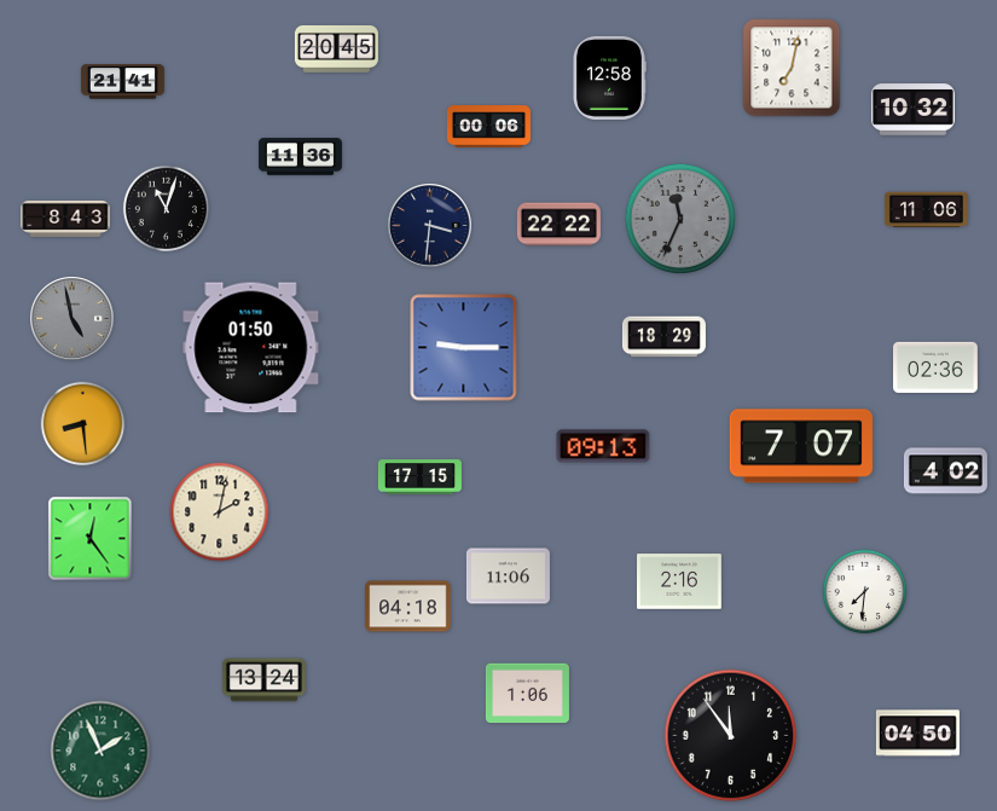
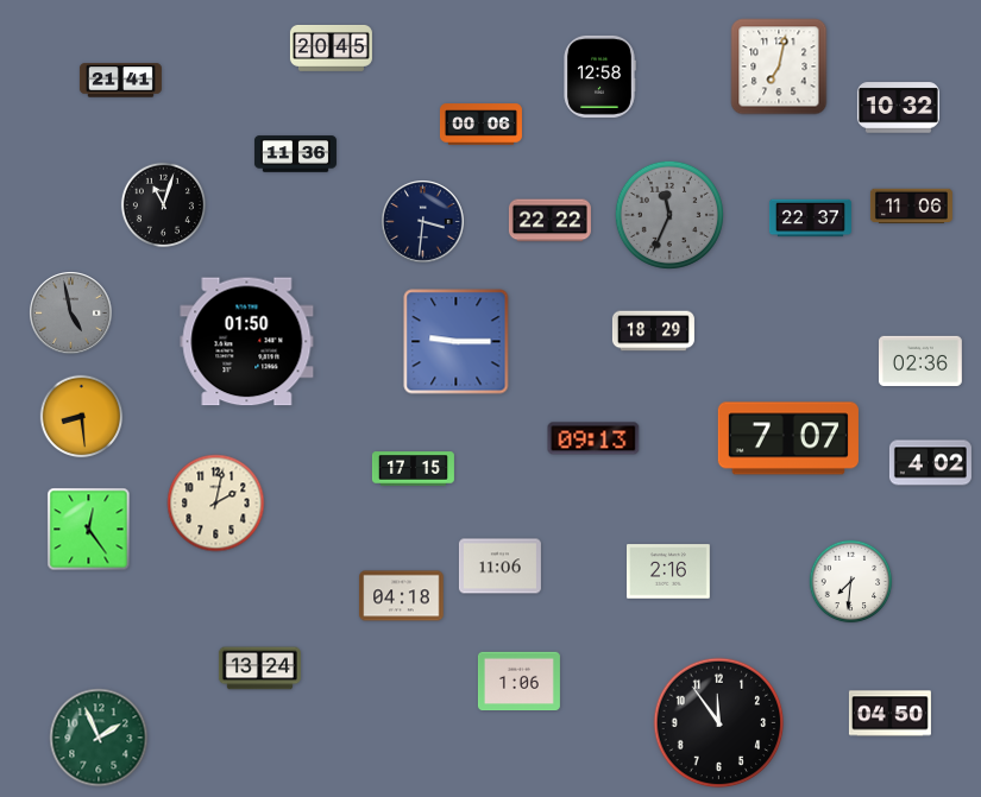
clock at (65, 219): 8:43 -> none
clock at (810, 219): none -> 22:37
clock at (917, 734) position: (917, 734) -> (889, 714)
